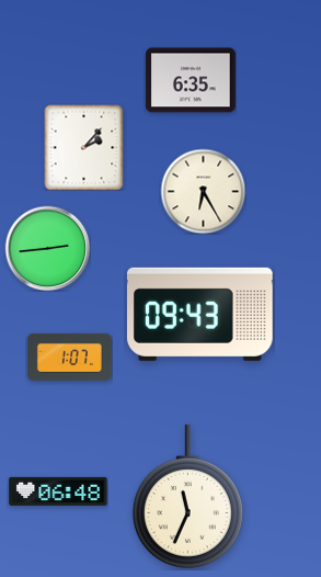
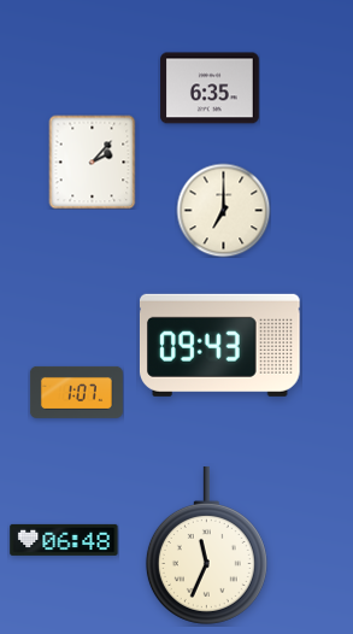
clock at (203, 191): 6:25 -> 7:00
clock at (47, 248): 2:44 -> none
